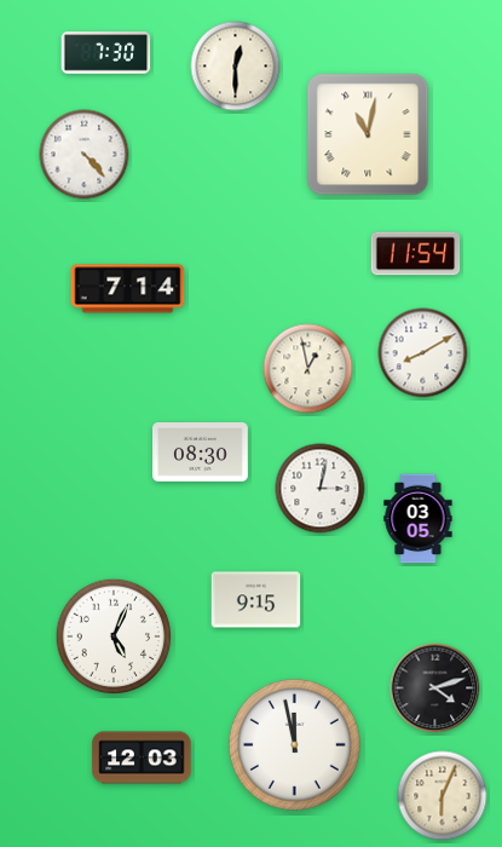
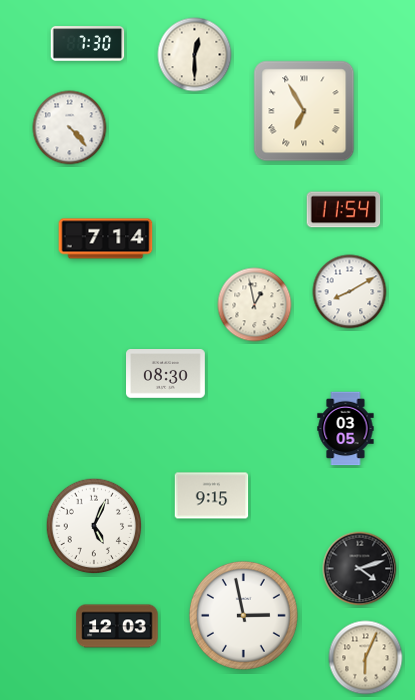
clock at (368, 134): 11:02 -> 6:55
clock at (321, 489): 3:02 -> none
clock at (294, 744): 11:58 -> 2:58
